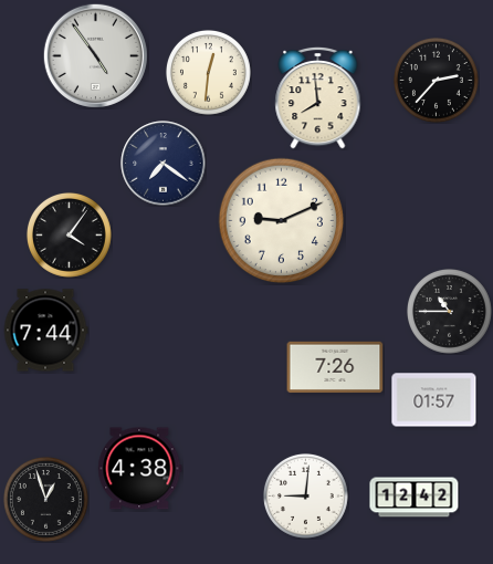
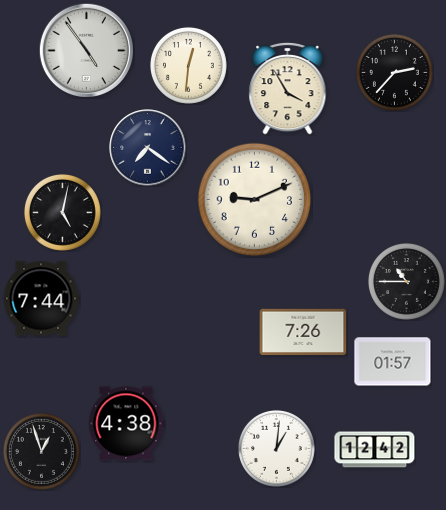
clock at (318, 97): 7:59 -> 3:55
clock at (69, 234): 4:06 -> 5:02
clock at (305, 495): 9:01 -> 1:01
